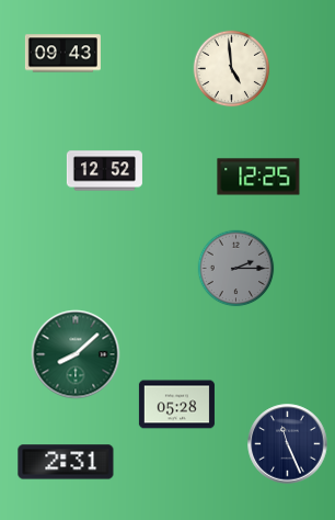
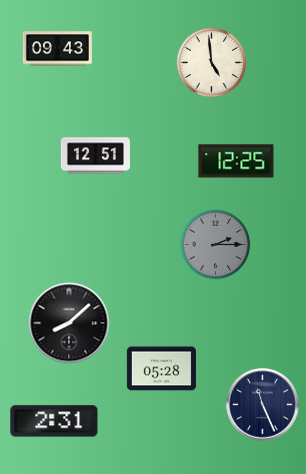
clock at (104, 171): 12:52 -> 12:51
clock at (76, 354) dial: green -> black
clock at (66, 462) position: (66, 462) -> (54, 421)
